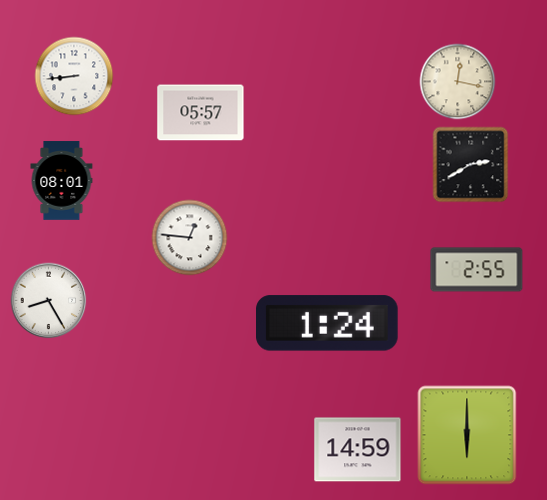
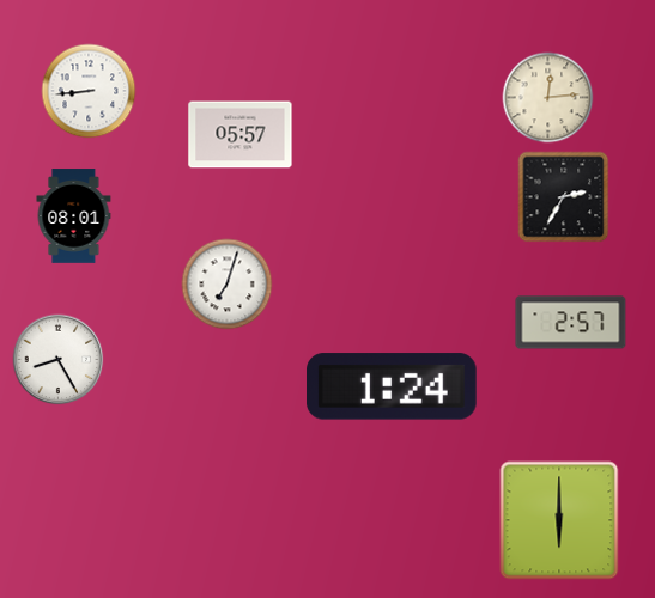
clock at (458, 82): 12:17 -> 12:14
clock at (471, 165): 2:40 -> 2:35
clock at (190, 238): 12:46 -> 7:03
clock at (477, 270): 2:55 -> 2:57
clock at (358, 450): 14:59 -> none
